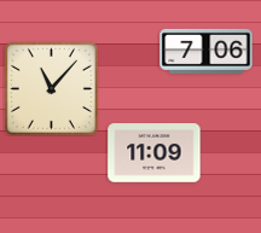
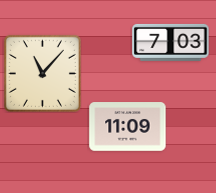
clock at (207, 51): 7:06 -> 7:03
